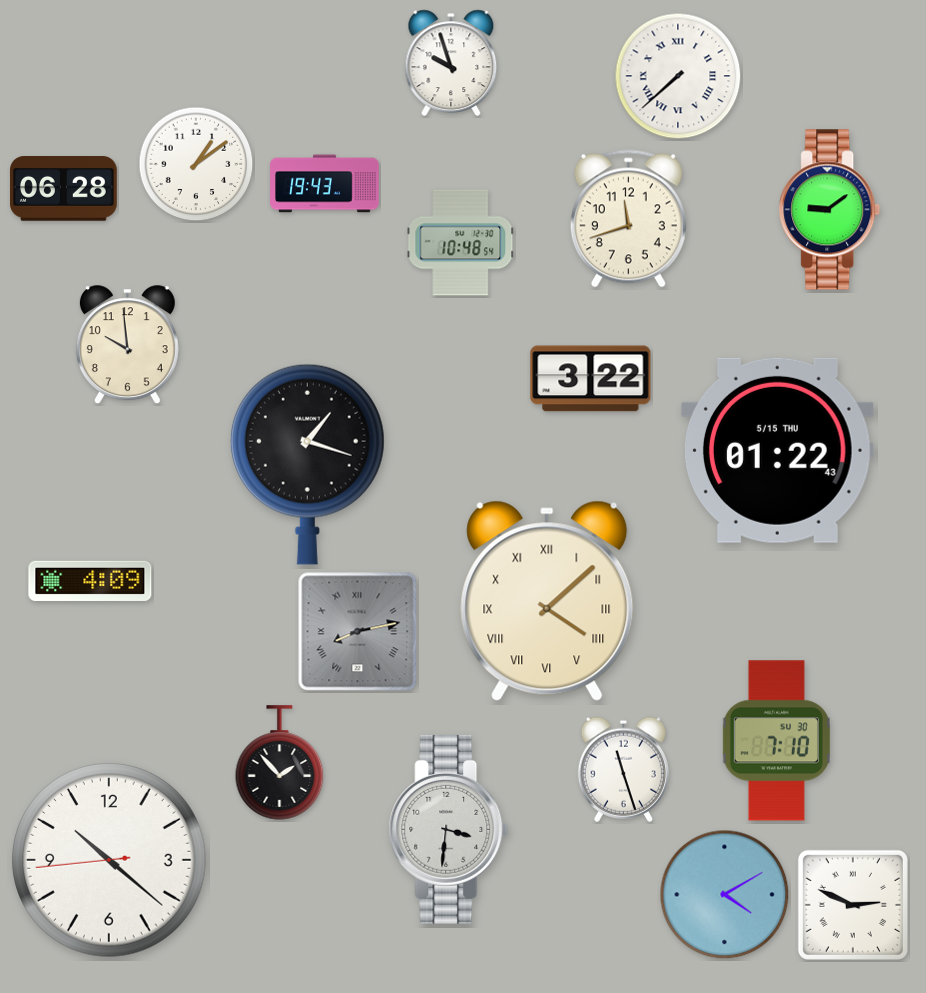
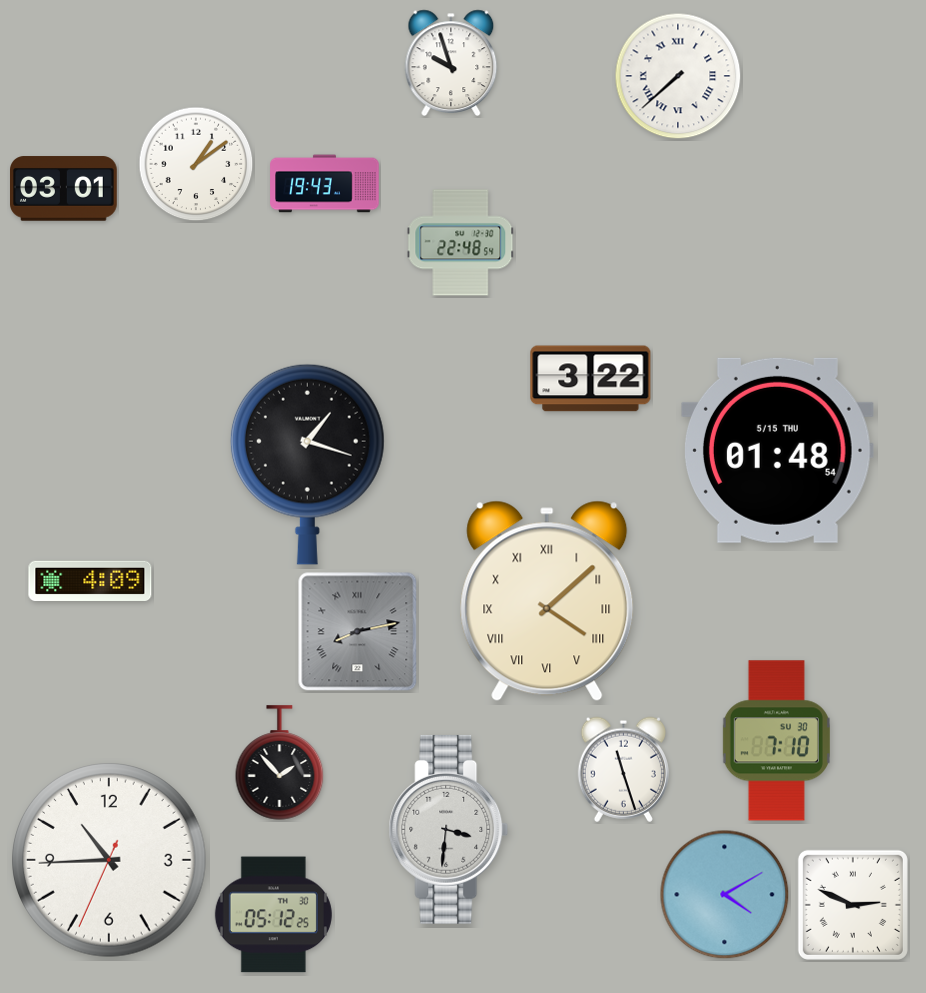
clock at (64, 189): 06:28 -> 03:01
clock at (830, 210): 9:09 -> none
clock at (628, 219): 11:42 -> none
clock at (461, 243): 10:48 -> 22:48
clock at (127, 345): 9:59 -> none
clock at (777, 450): 01:22 -> 01:48
clock at (110, 861): 10:21 -> 10:44
clock at (273, 915): none -> 05:12
